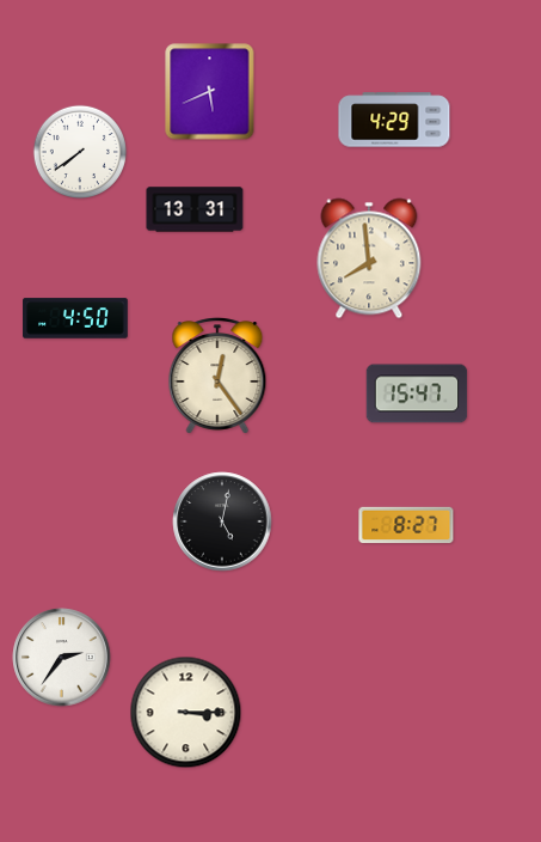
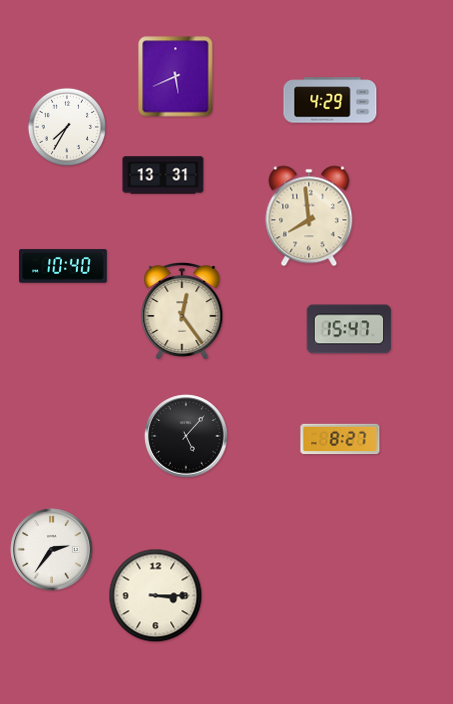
clock at (79, 151): 7:39 -> 7:35
clock at (75, 318): 4:50 -> 10:40
clock at (217, 376) position: (217, 376) -> (182, 311)
clock at (222, 521): 5:02 -> 5:07
